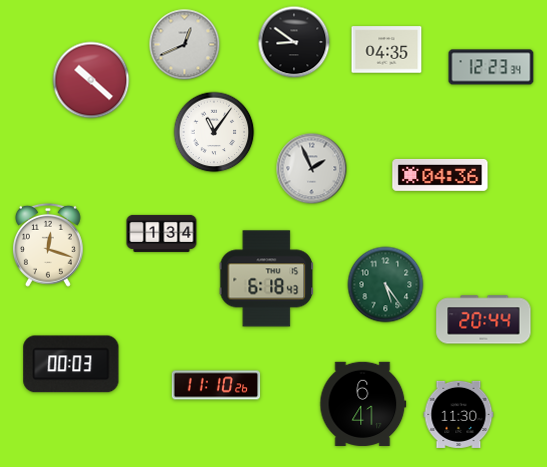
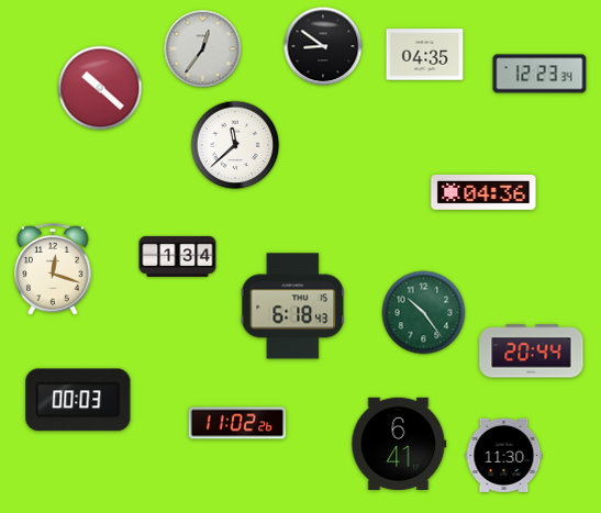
clock at (185, 45): 12:41 -> 12:36
clock at (214, 132): 11:06 -> 11:38
clock at (312, 169): 1:56 -> none
clock at (386, 285): 5:24 -> 10:24
clock at (216, 385): 11:10 -> 11:02
